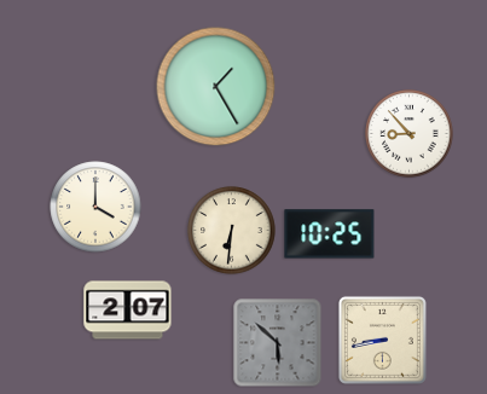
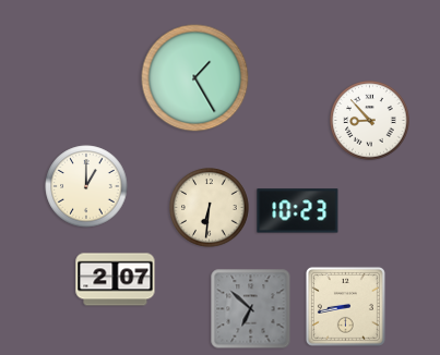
clock at (95, 207): 4:00 -> 1:00
clock at (330, 234): 10:25 -> 10:23
clock at (278, 343): 5:52 -> 6:52
